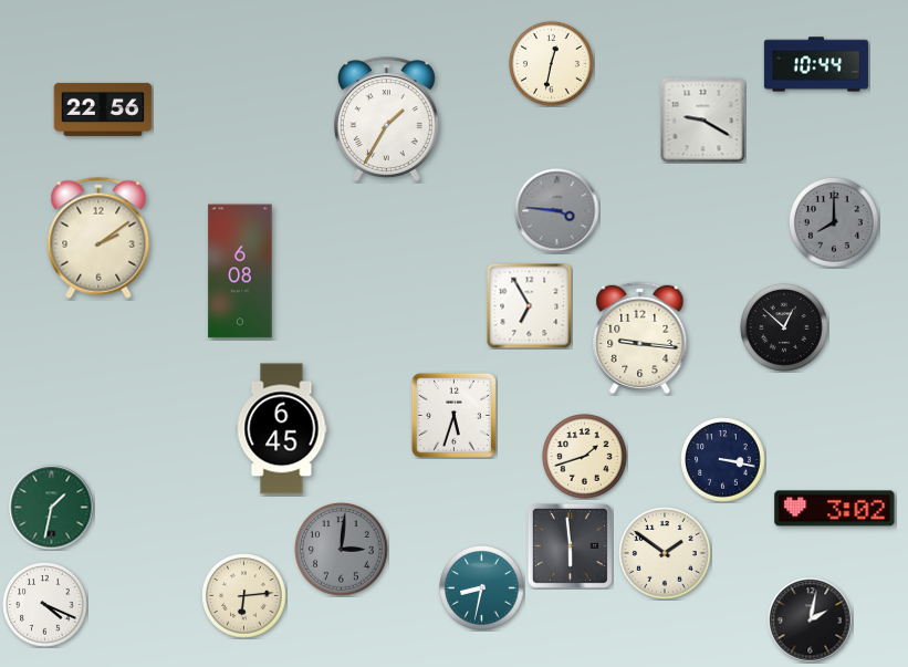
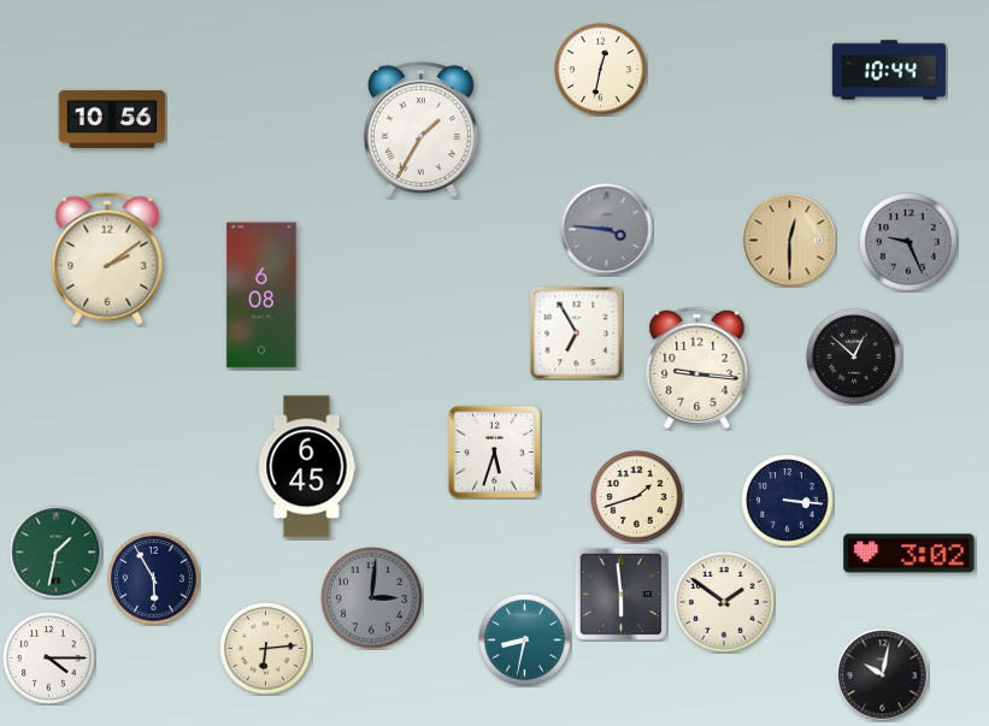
clock at (103, 110): 22:56 -> 10:56
clock at (703, 121): 9:20 -> none
clock at (790, 241): none -> 12:30
clock at (834, 222): 8:00 -> 9:26
clock at (723, 460): 3:17 -> 3:16
clock at (154, 579): none -> 5:55
clock at (45, 605): 4:19 -> 4:15
clock at (811, 621): 2:02 -> 10:02
